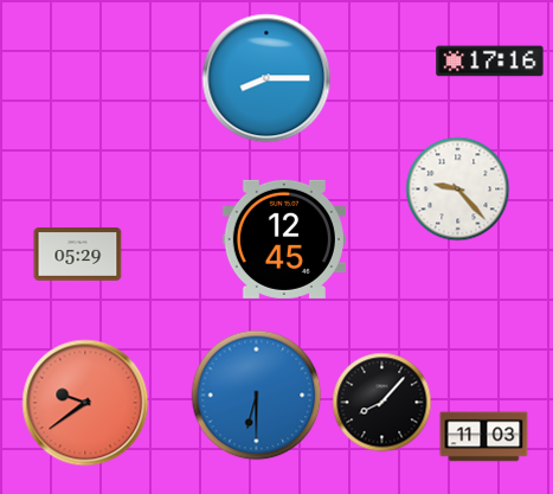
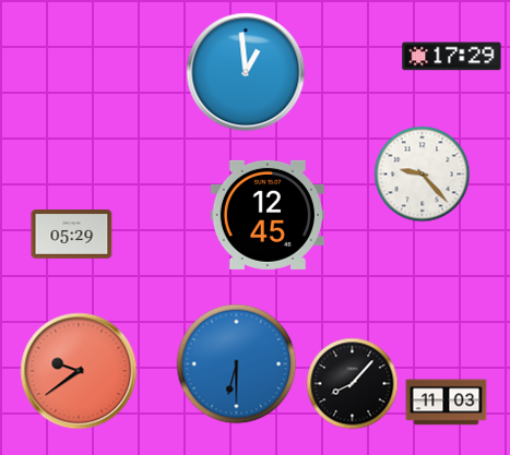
clock at (490, 62): 17:16 -> 17:29
clock at (266, 78): 8:15 -> 12:59
clock at (284, 239) position: (284, 239) -> (268, 215)
clock at (382, 403) position: (382, 403) -> (353, 384)
